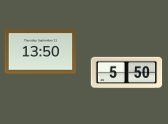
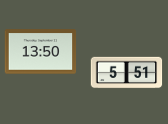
clock at (127, 73): 5:50 -> 5:51
